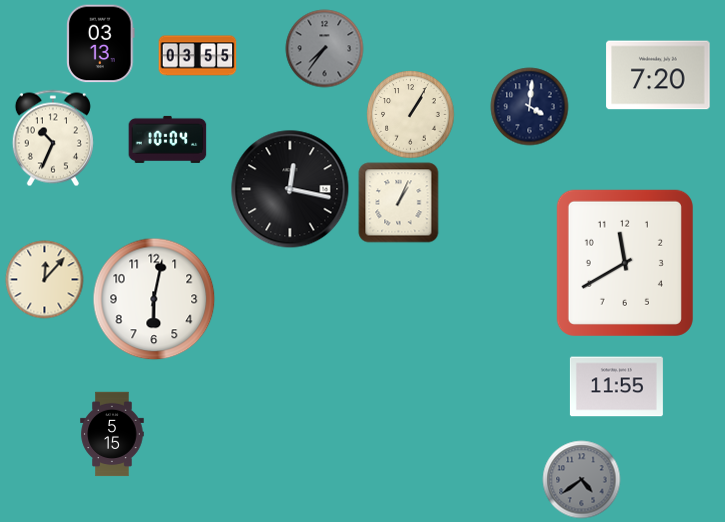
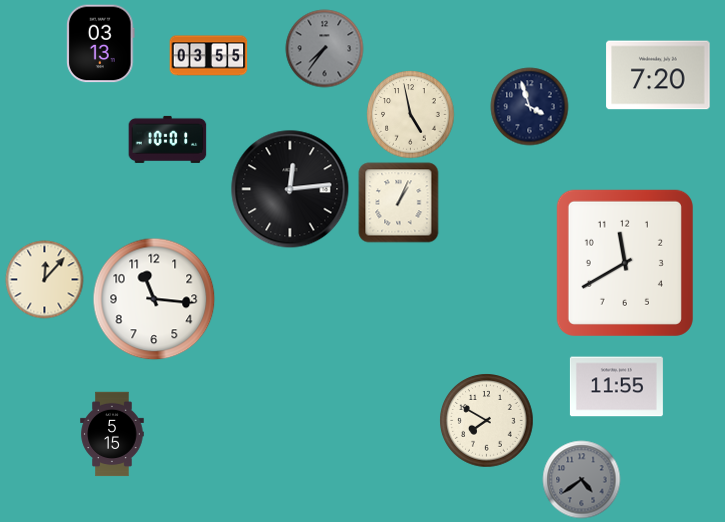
clock at (197, 56) position: (197, 56) -> (208, 56)
clock at (529, 106): 4:01 -> 3:57
clock at (410, 114): 1:05 -> 4:58
clock at (53, 138): 10:34 -> none
clock at (167, 139): 10:04 -> 10:01
clock at (290, 189): 12:17 -> 12:14
clock at (154, 299): 6:02 -> 11:16
clock at (486, 420): none -> 7:50
